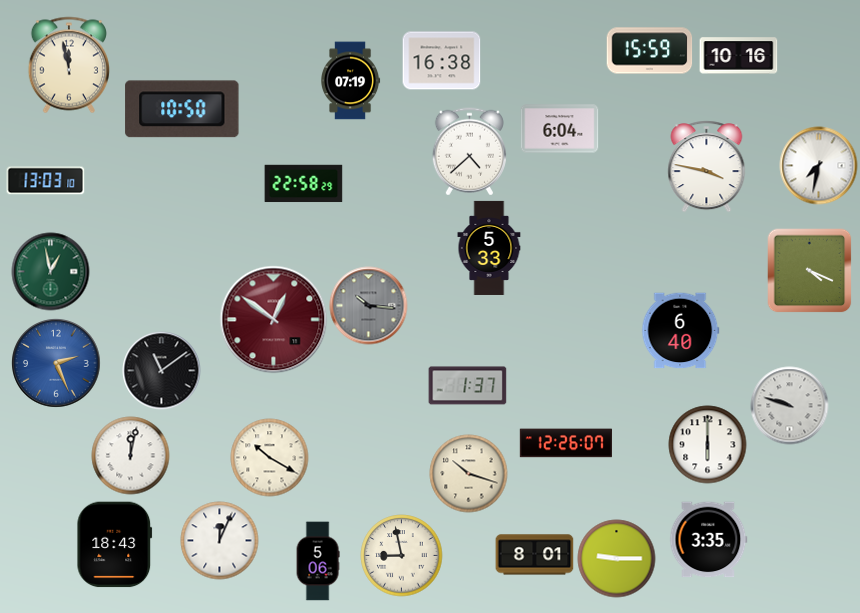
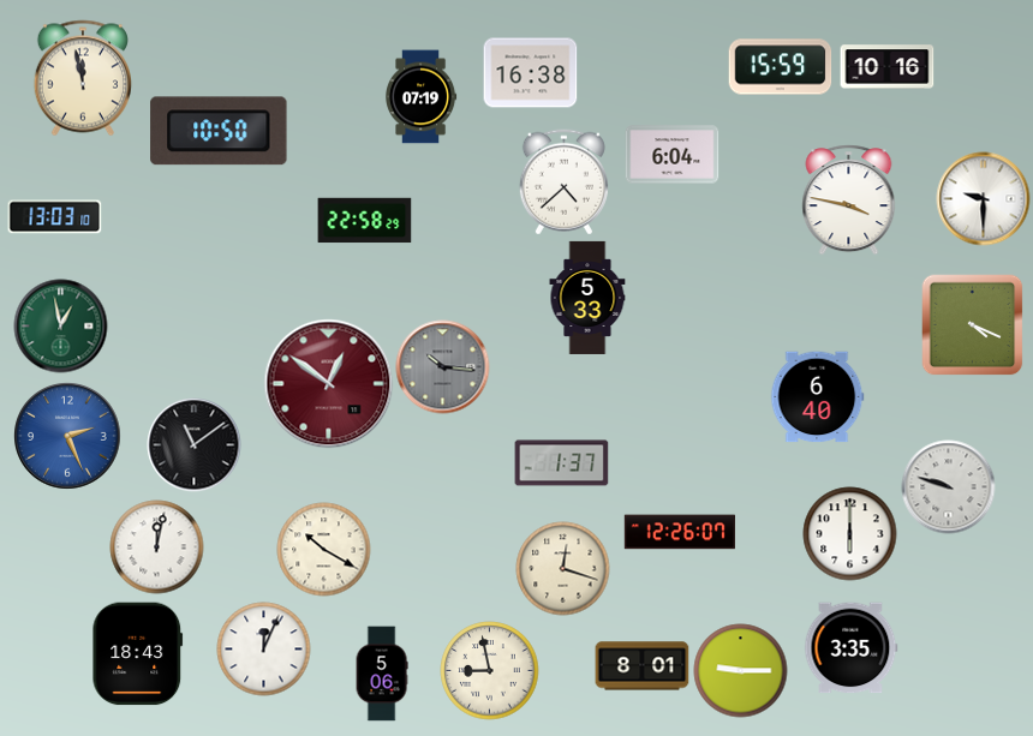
clock at (649, 51) position: (649, 51) -> (780, 67)
clock at (818, 165): 7:32 -> 9:30
clock at (468, 473): 10:18 -> 12:18
clock at (401, 555) position: (401, 555) -> (489, 670)
